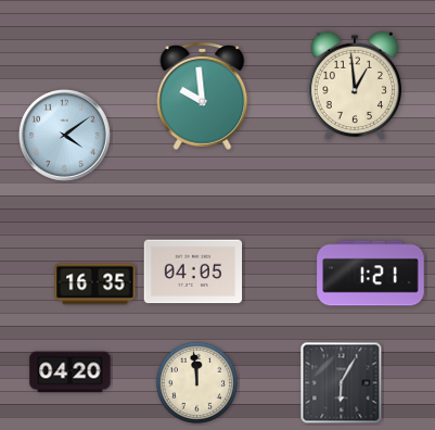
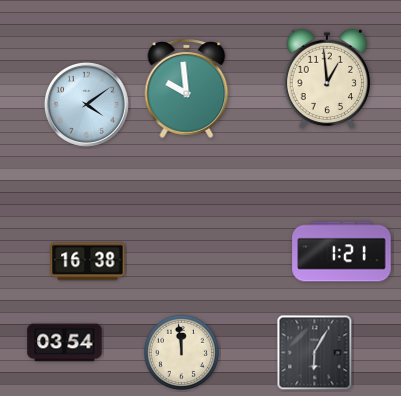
clock at (64, 135) position: (64, 135) -> (86, 104)
clock at (193, 271): 04:05 -> none
clock at (95, 284): 16:35 -> 16:38
clock at (71, 372): 04:20 -> 03:54
